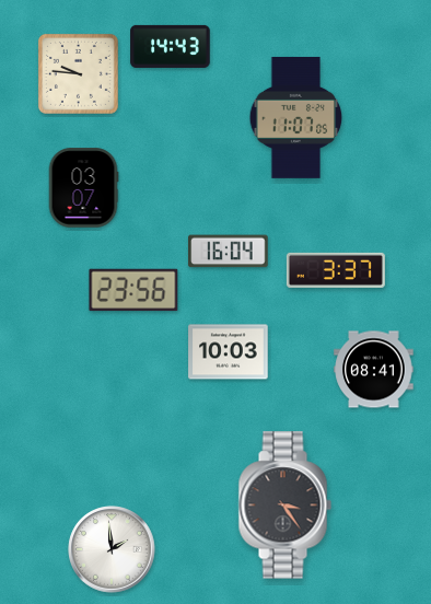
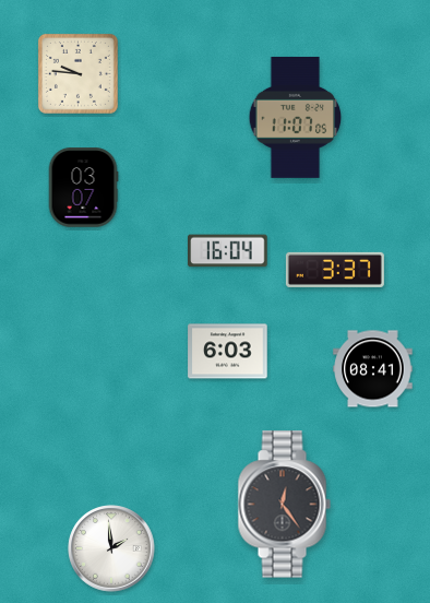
clock at (171, 46): 14:43 -> none
clock at (133, 290): 23:56 -> none
clock at (229, 352): 10:03 -> 6:03
clock at (284, 506): 3:24 -> 12:24
